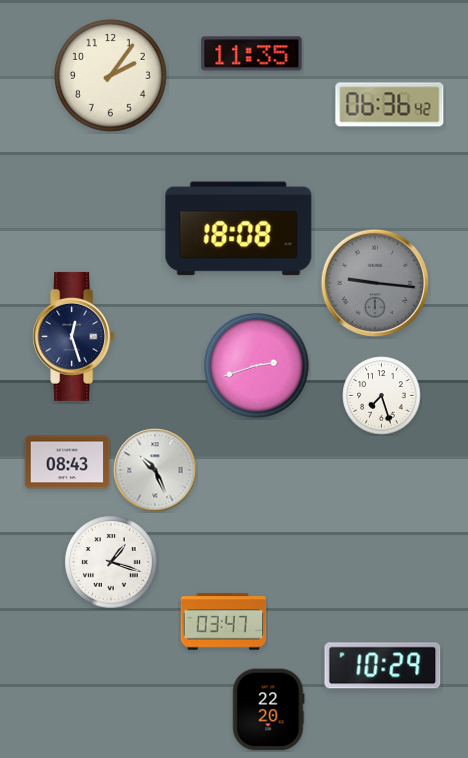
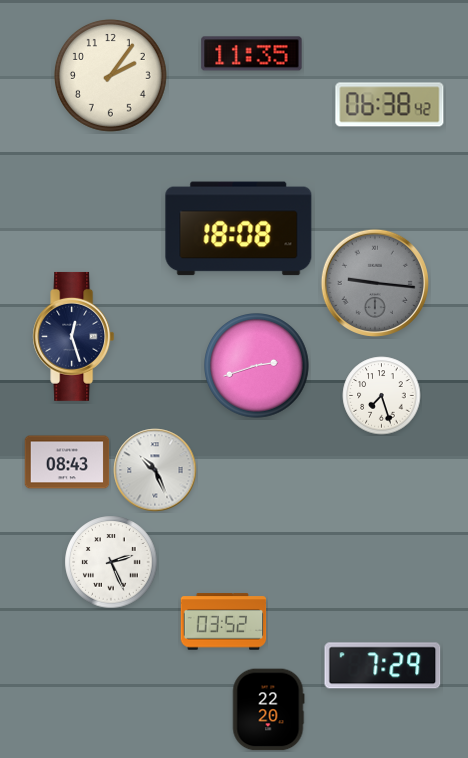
clock at (390, 105): 06:36 -> 06:38
clock at (111, 562): 1:18 -> 2:26
clock at (224, 622): 03:47 -> 03:52
clock at (383, 666): 10:29 -> 7:29
